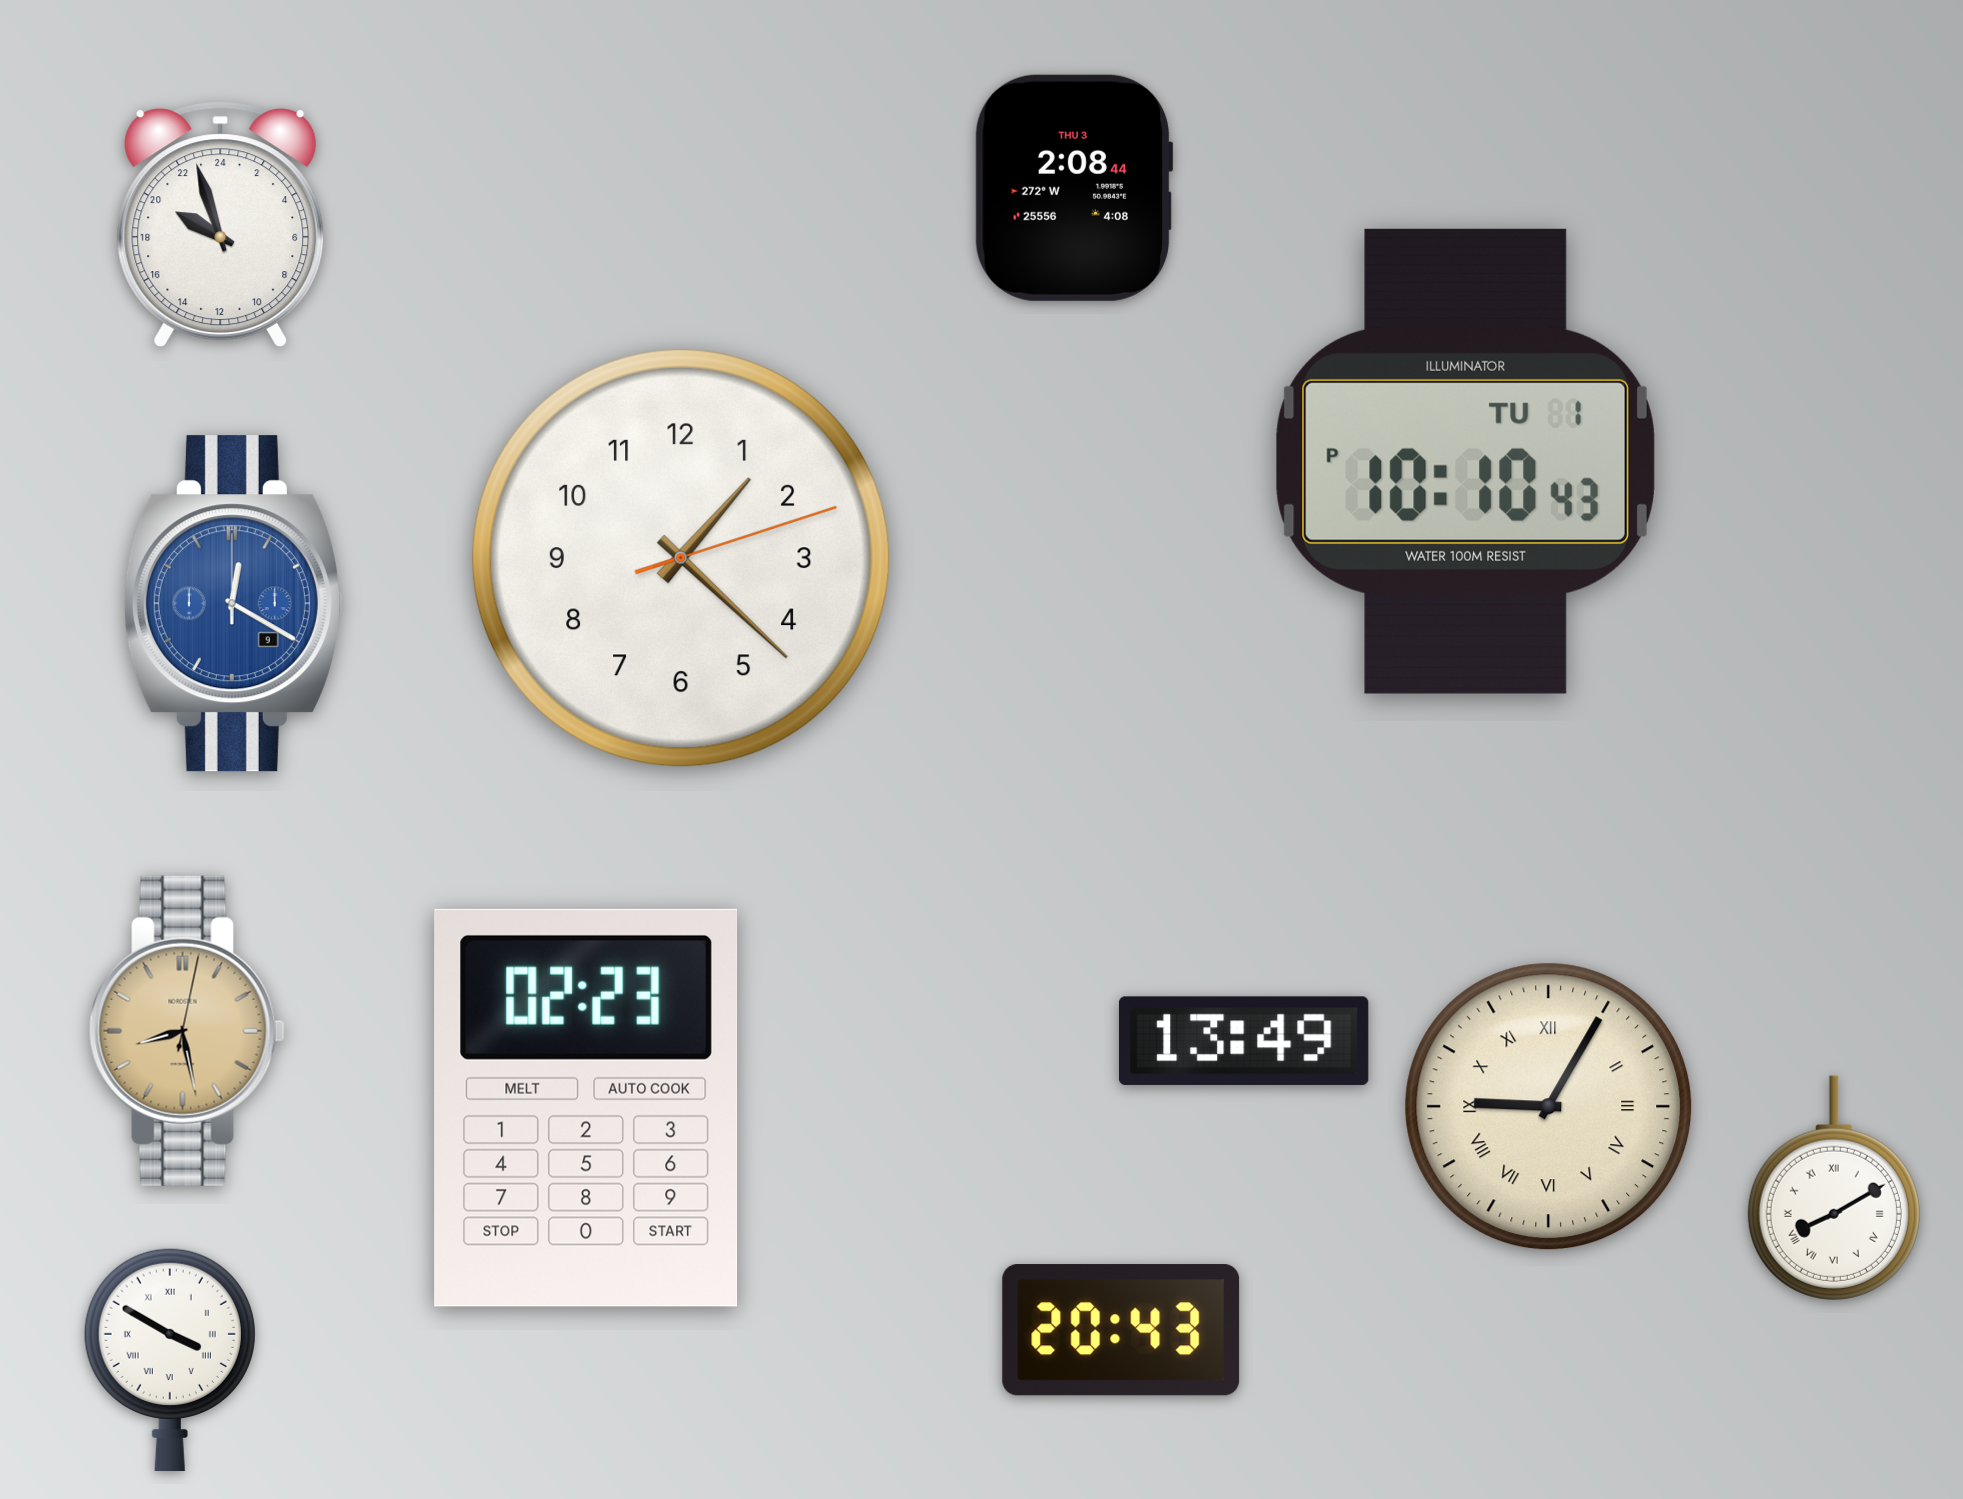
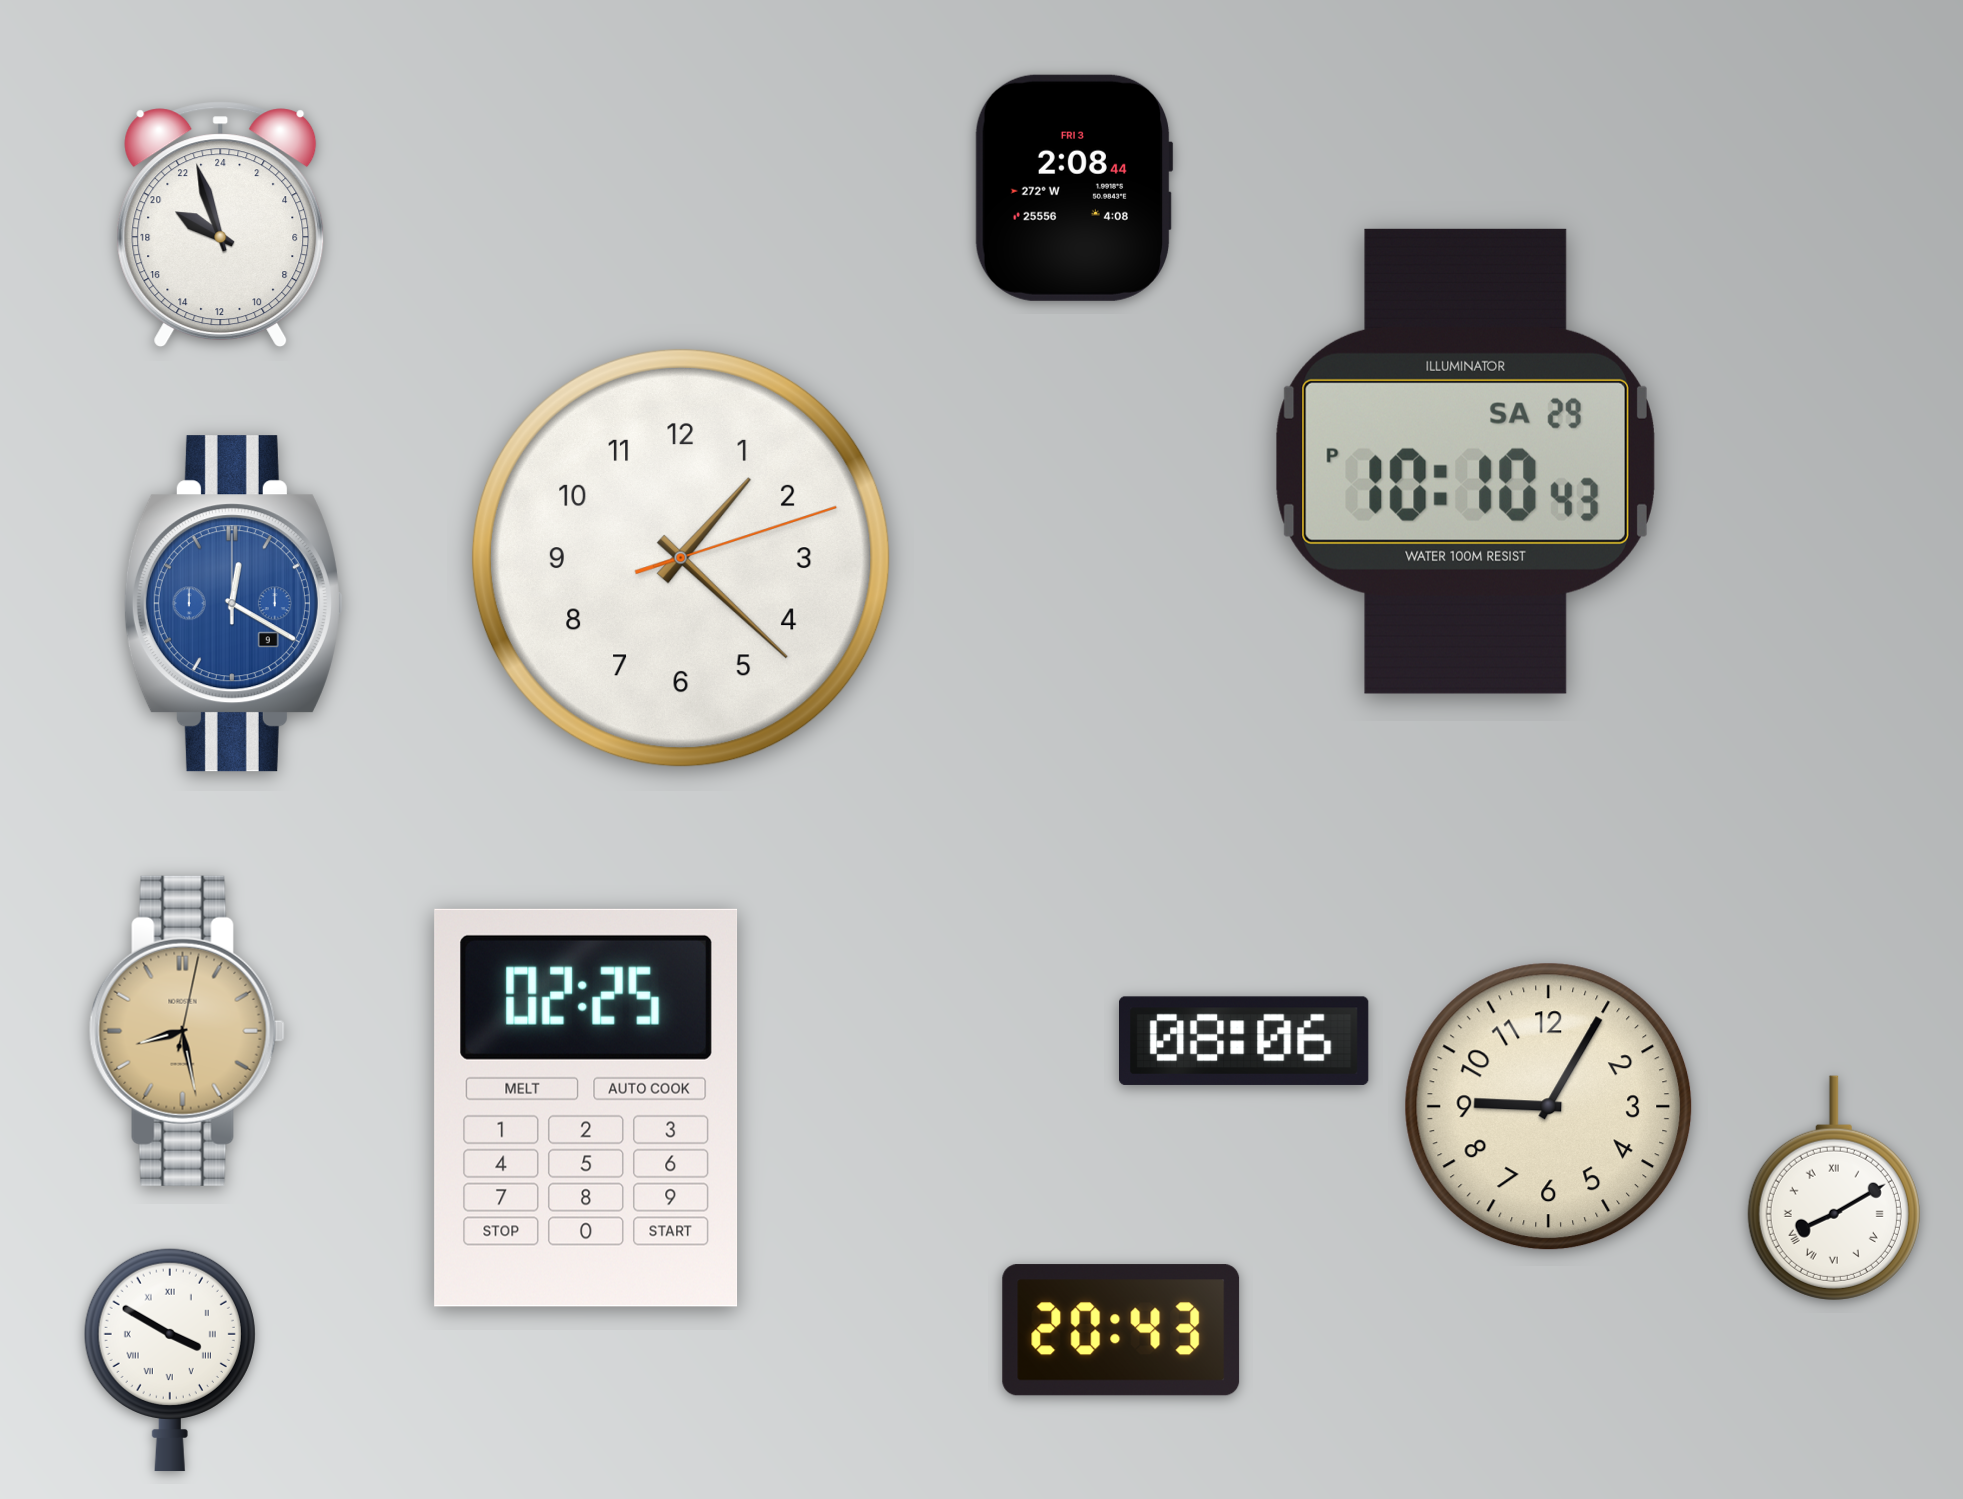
clock at (1074, 188) date: THU 3 -> FRI 3
clock at (1465, 461) date: TU 1 -> SA 29
clock at (1245, 1041): 13:49 -> 08:06
clock at (1549, 1107) numerals: Roman -> Arabic
clock at (586, 1108): 02:23 -> 02:25
